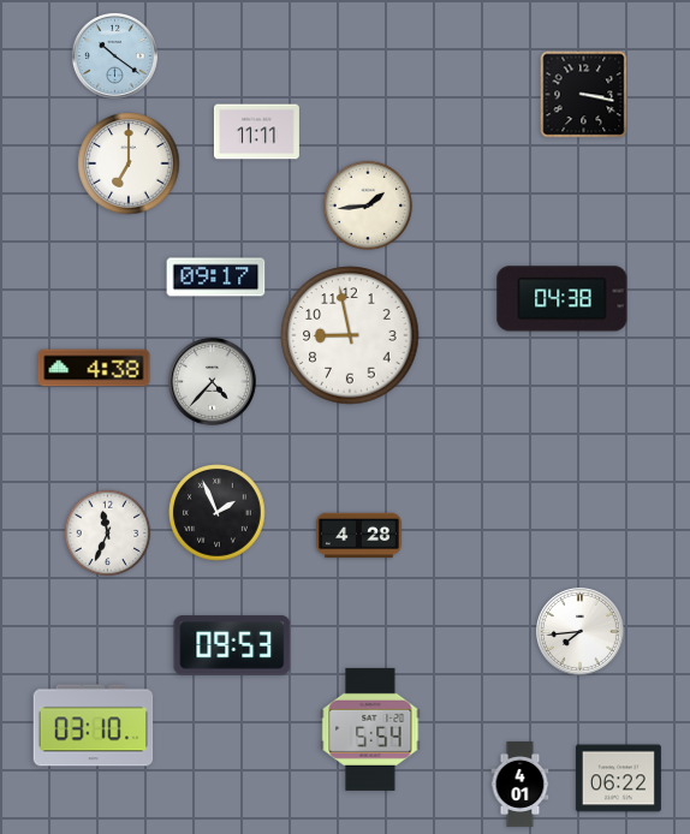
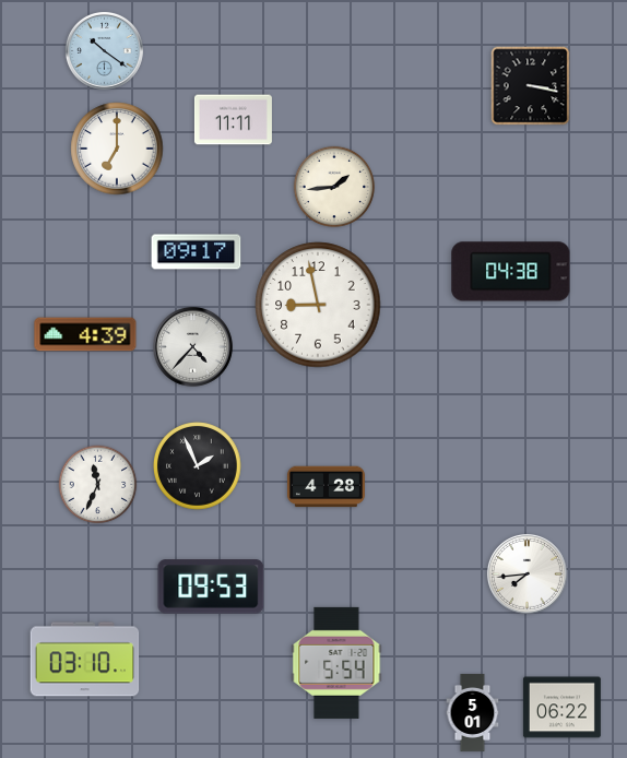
clock at (94, 368): 4:38 -> 4:39
clock at (521, 784): 4:01 -> 5:01
